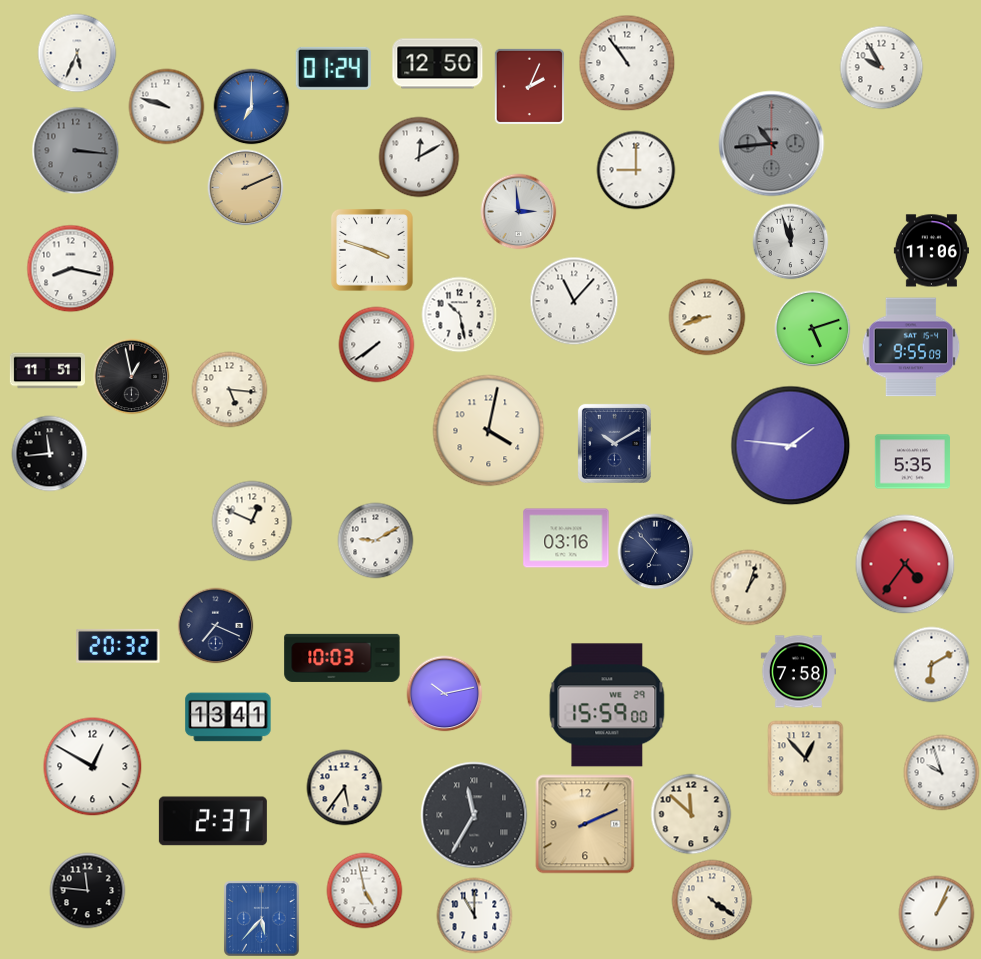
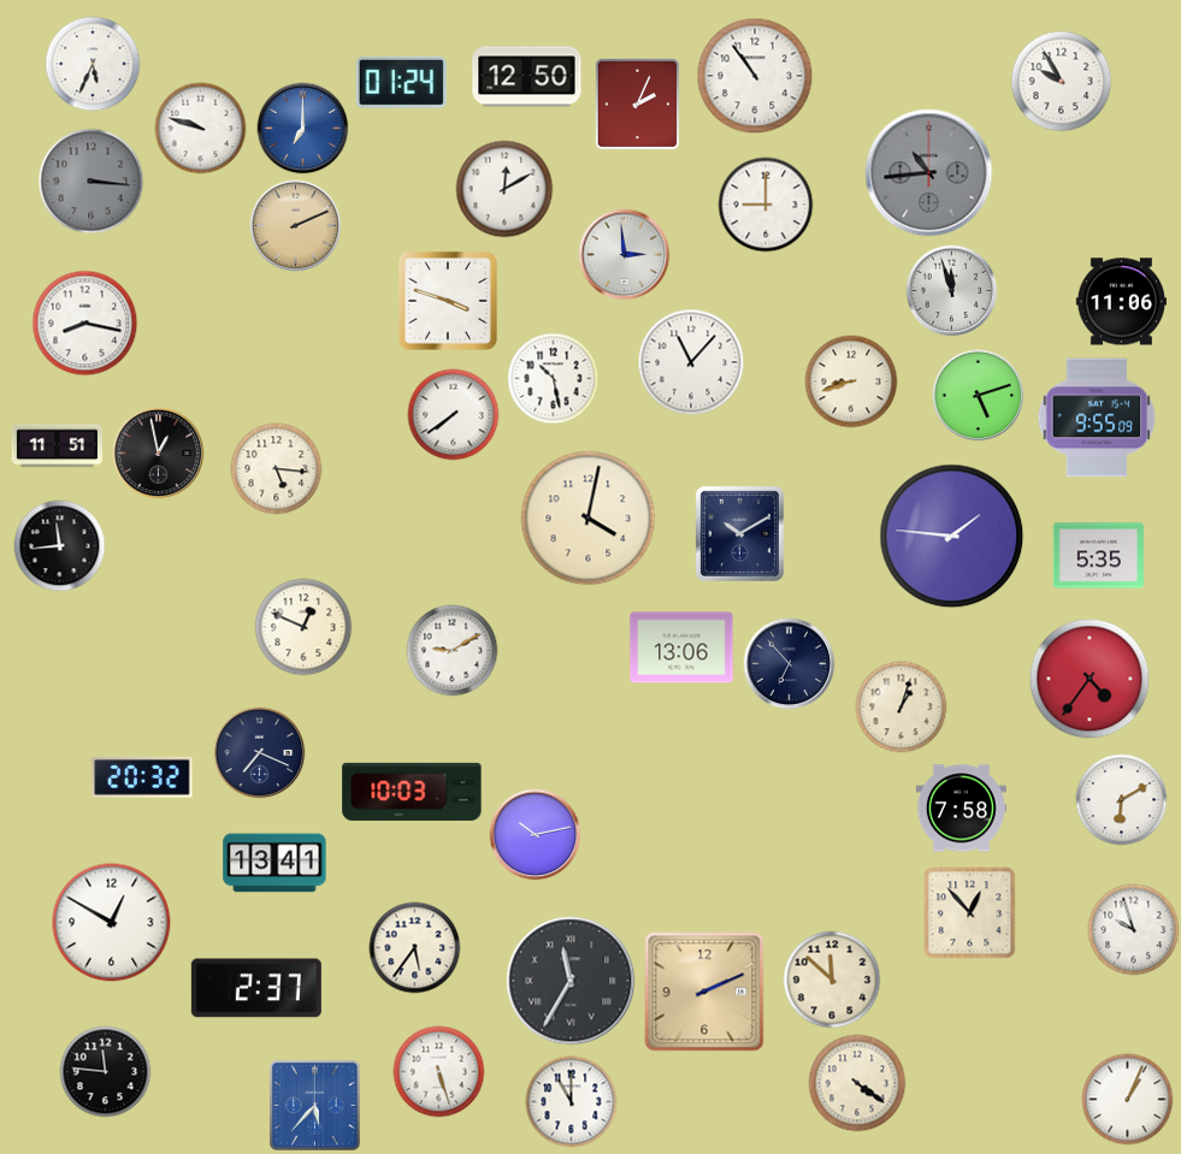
clock at (566, 538): 03:16 -> 13:06
clock at (607, 705): 15:59 -> none
clock at (365, 891): 4:58 -> 5:27
